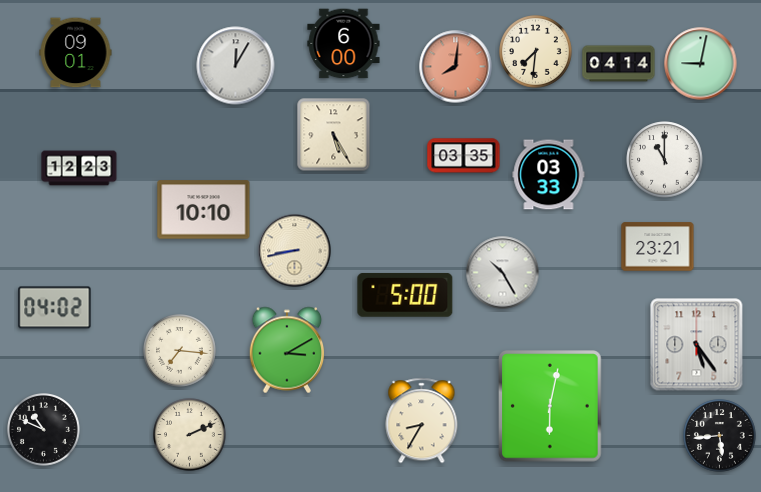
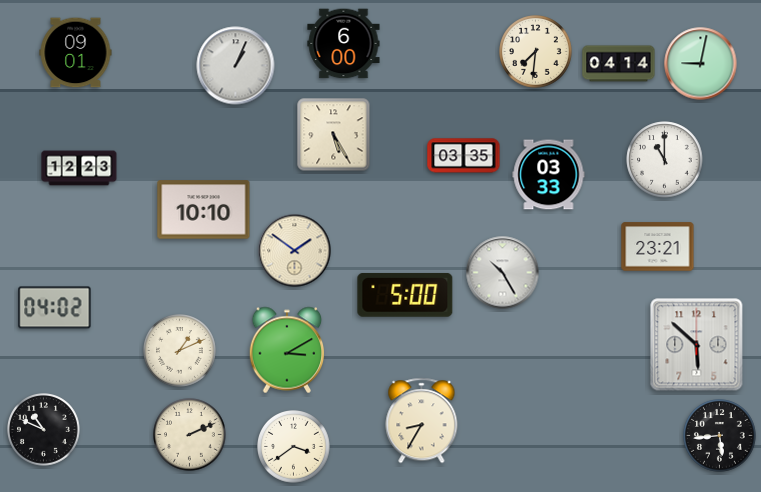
clock at (236, 66): 12:05 -> 1:04
clock at (456, 67): 8:01 -> none
clock at (295, 251): 8:43 -> 1:51
clock at (697, 345): 5:24 -> 5:52
clock at (180, 351): 7:16 -> 1:11
clock at (550, 406): 6:02 -> none
clock at (294, 447): none -> 3:39
